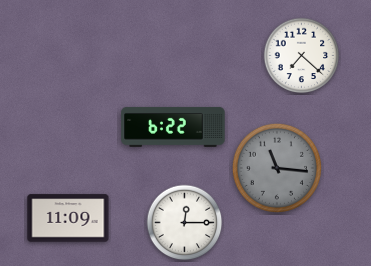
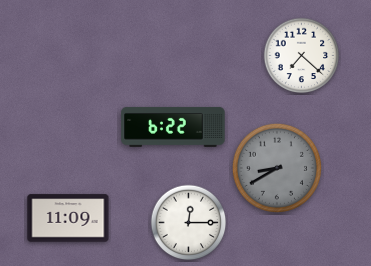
clock at (277, 168): 11:16 -> 8:40
clock at (185, 223) position: (185, 223) -> (189, 223)
